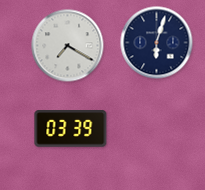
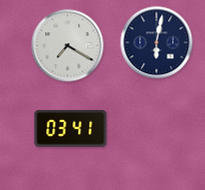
clock at (157, 43): 6:03 -> 6:02
clock at (71, 129): 03:39 -> 03:41
